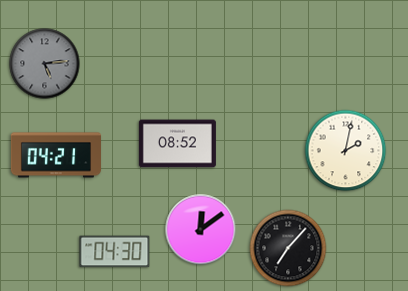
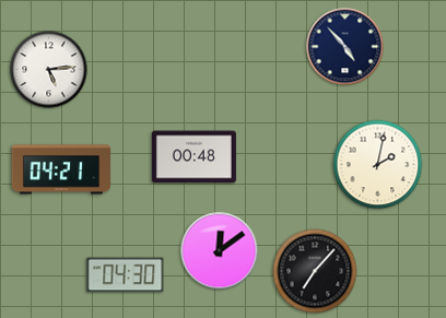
clock at (345, 47): none -> 4:53
clock at (45, 64) dial: grey -> white
clock at (177, 144): 08:52 -> 00:48
